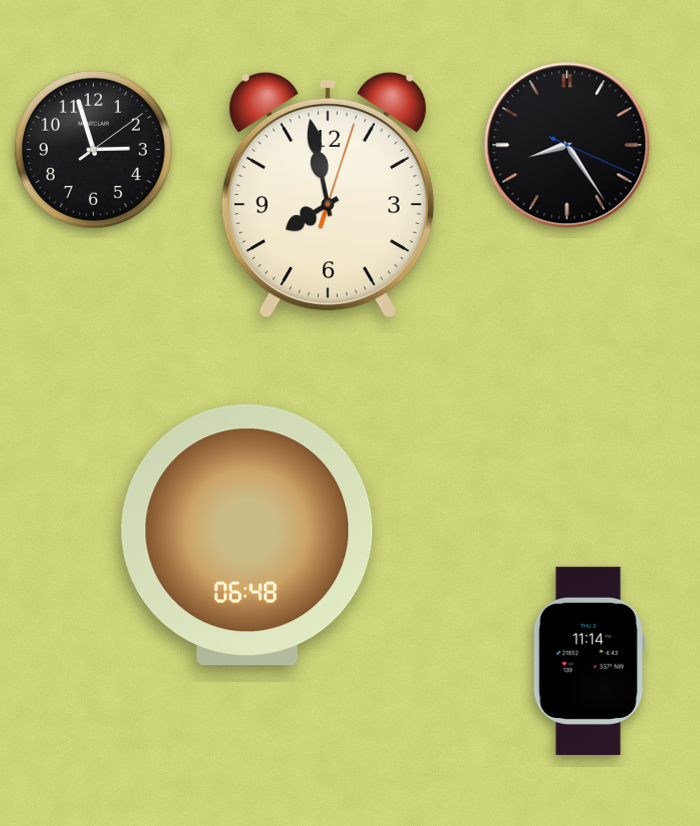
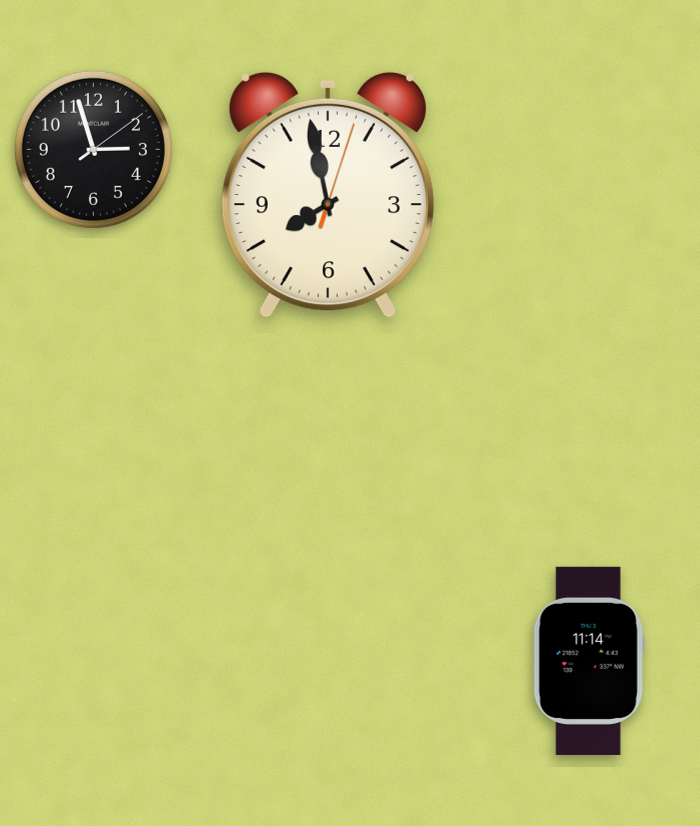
clock at (567, 145): 8:24 -> none
clock at (247, 535): 06:48 -> none
